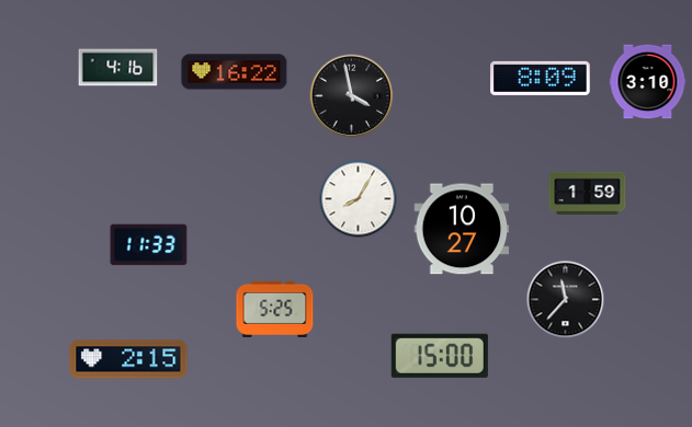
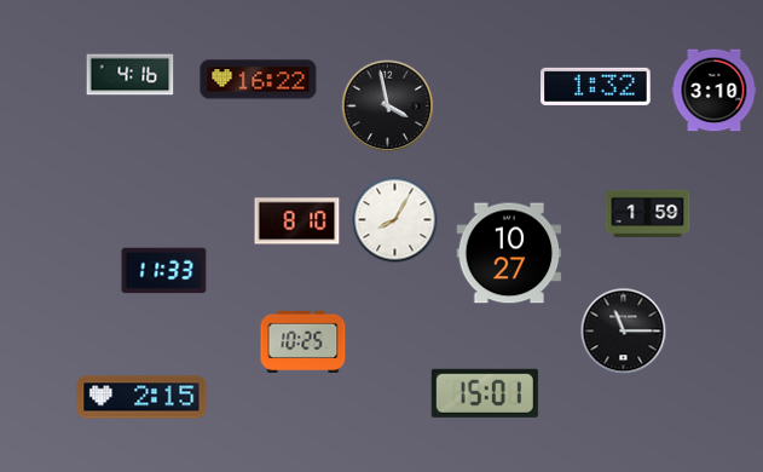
clock at (541, 78): 8:09 -> 1:32
clock at (297, 221): none -> 8:10
clock at (566, 300): 11:37 -> 11:15
clock at (275, 309): 5:25 -> 10:25
clock at (440, 356): 15:00 -> 15:01
